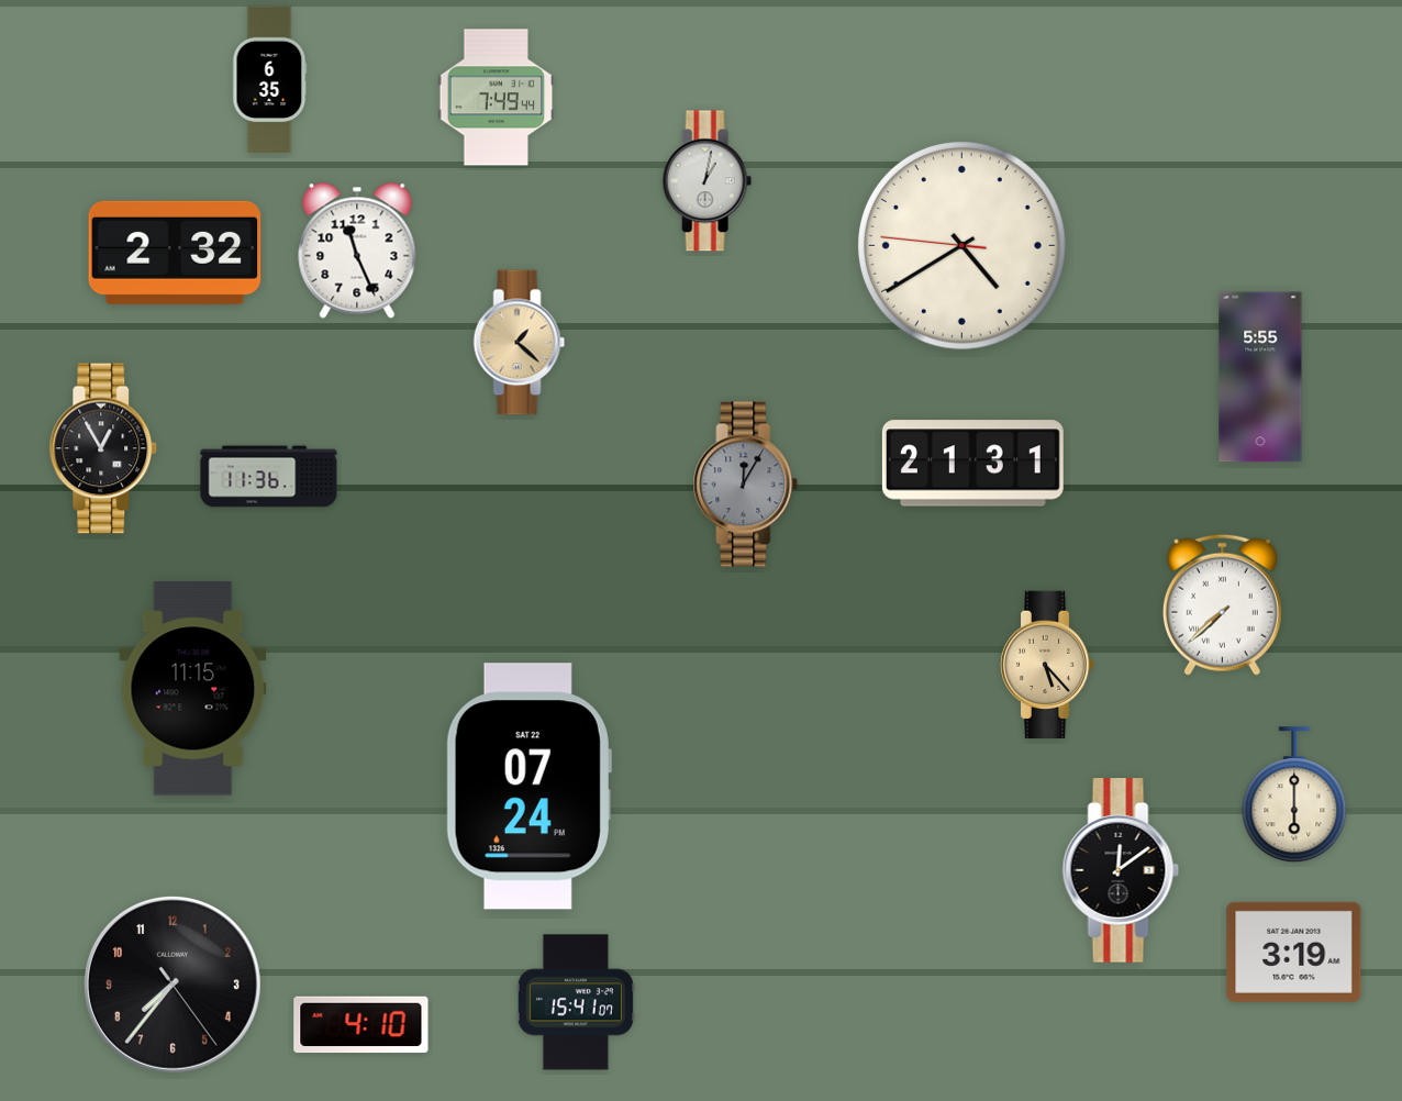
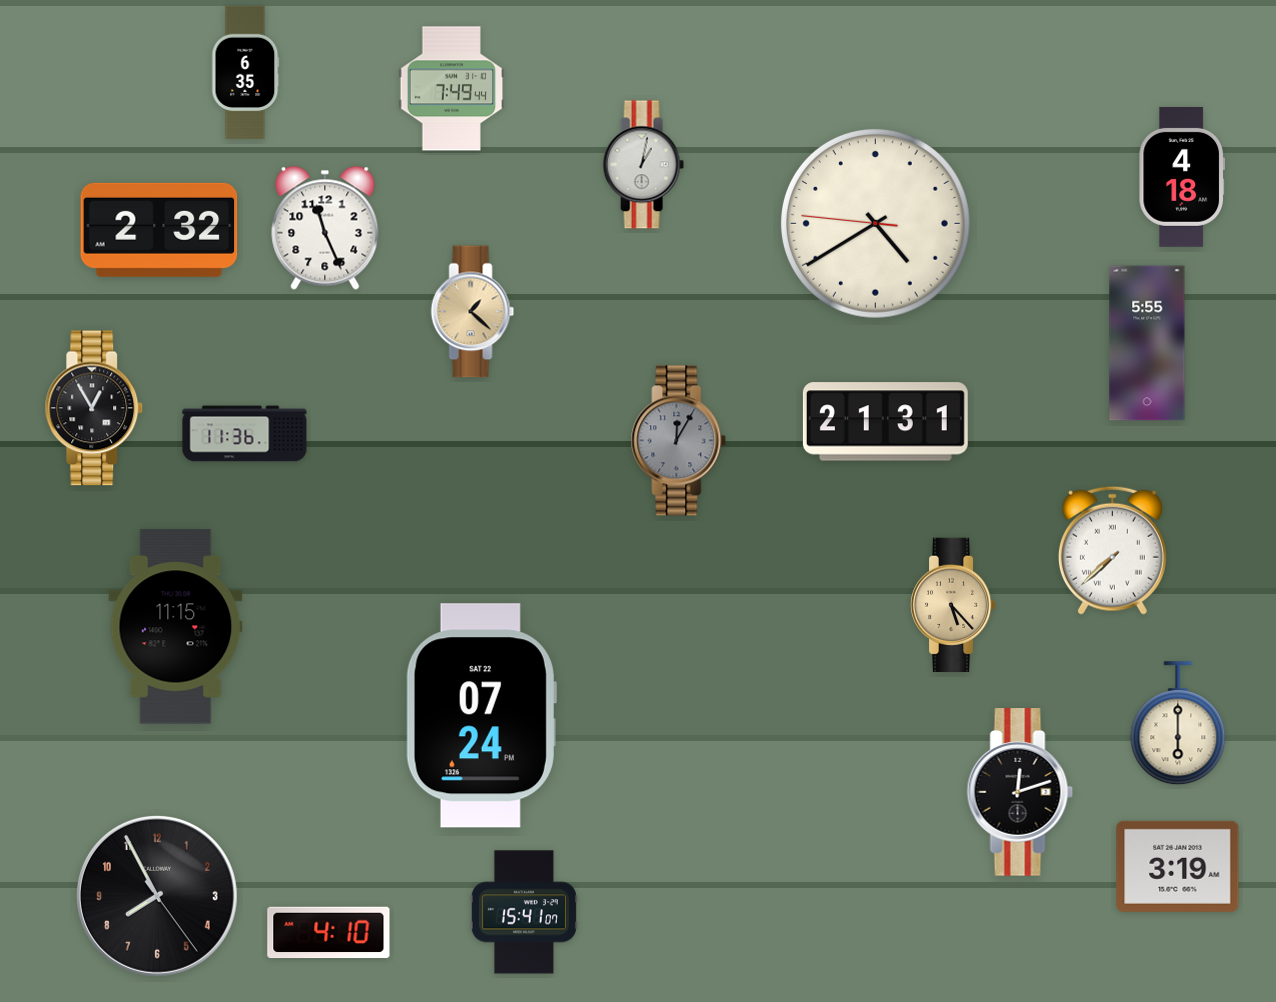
clock at (1182, 177): none -> 4:18
clock at (1121, 870): 12:09 -> 12:12
clock at (173, 985): 7:36 -> 7:55
